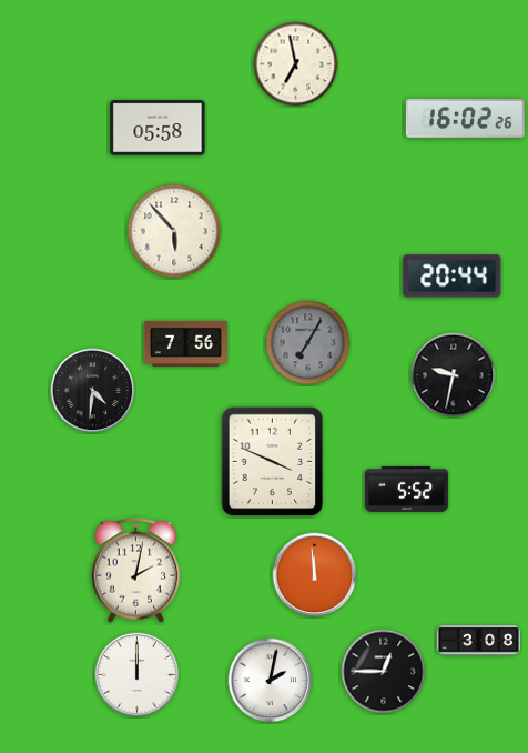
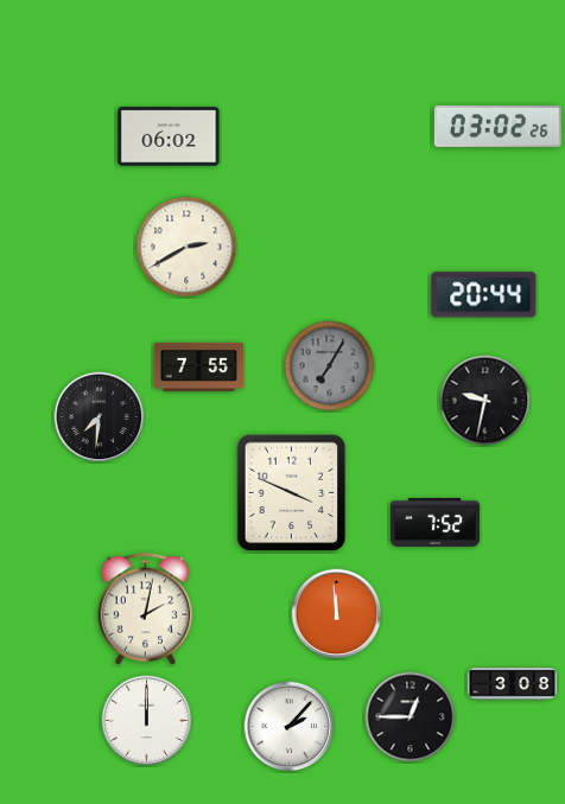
clock at (296, 64): 6:58 -> none
clock at (465, 118): 16:02 -> 03:02
clock at (158, 128): 05:58 -> 06:02
clock at (174, 231): 5:53 -> 2:40
clock at (185, 343): 7:56 -> 7:55
clock at (93, 391): 4:31 -> 7:31
clock at (406, 489): 5:52 -> 7:52
clock at (271, 681): 2:02 -> 2:07
